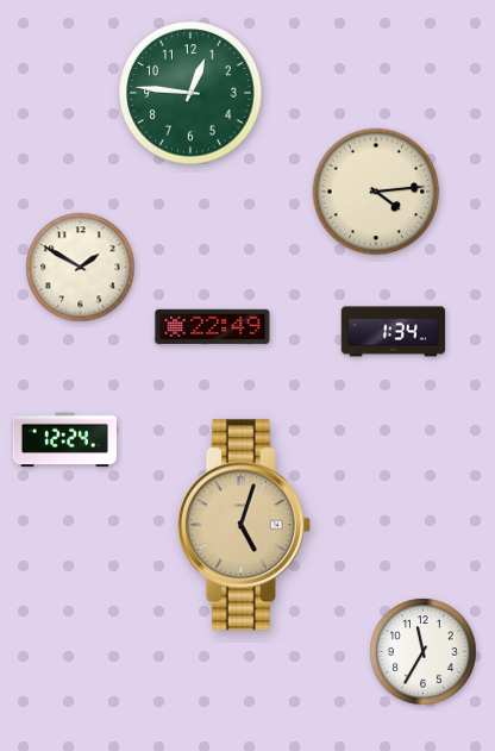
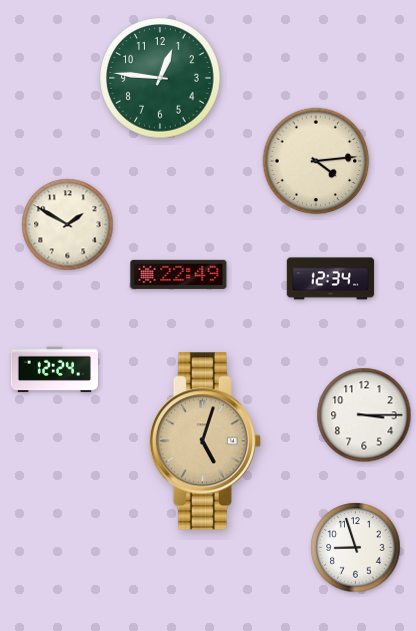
clock at (394, 332): 1:34 -> 12:34
clock at (364, 415): none -> 3:15
clock at (424, 652): 11:35 -> 8:57
